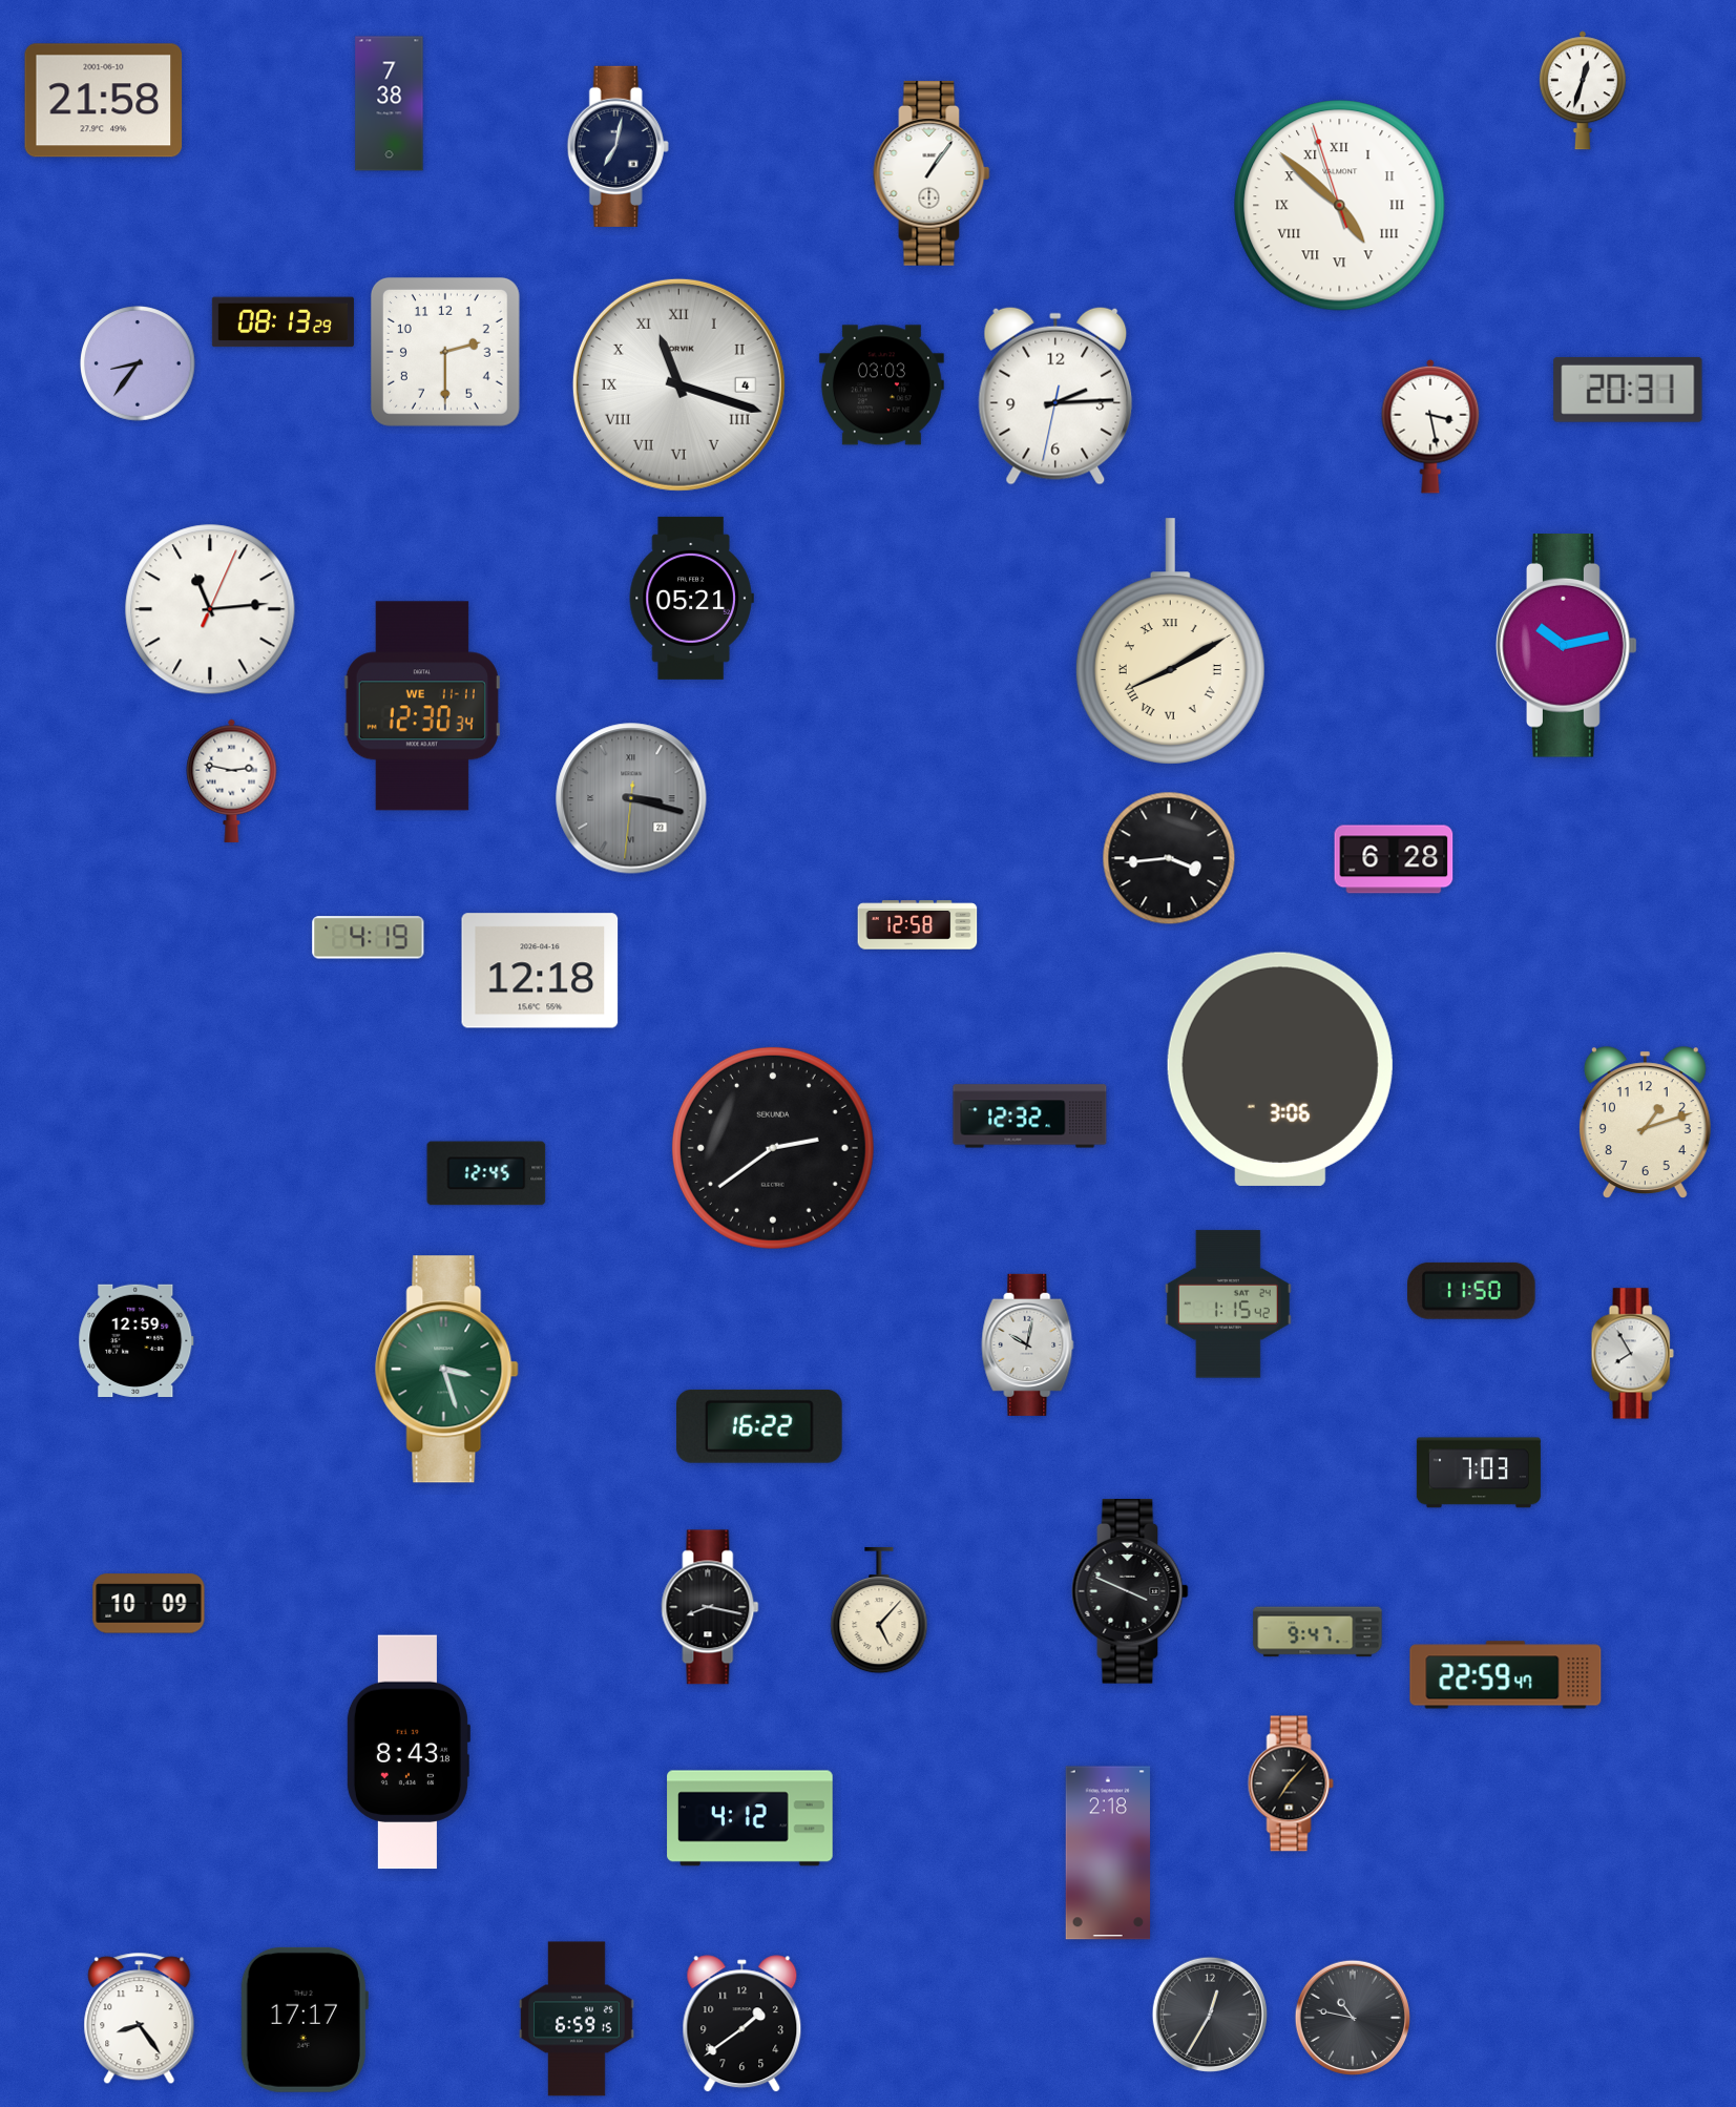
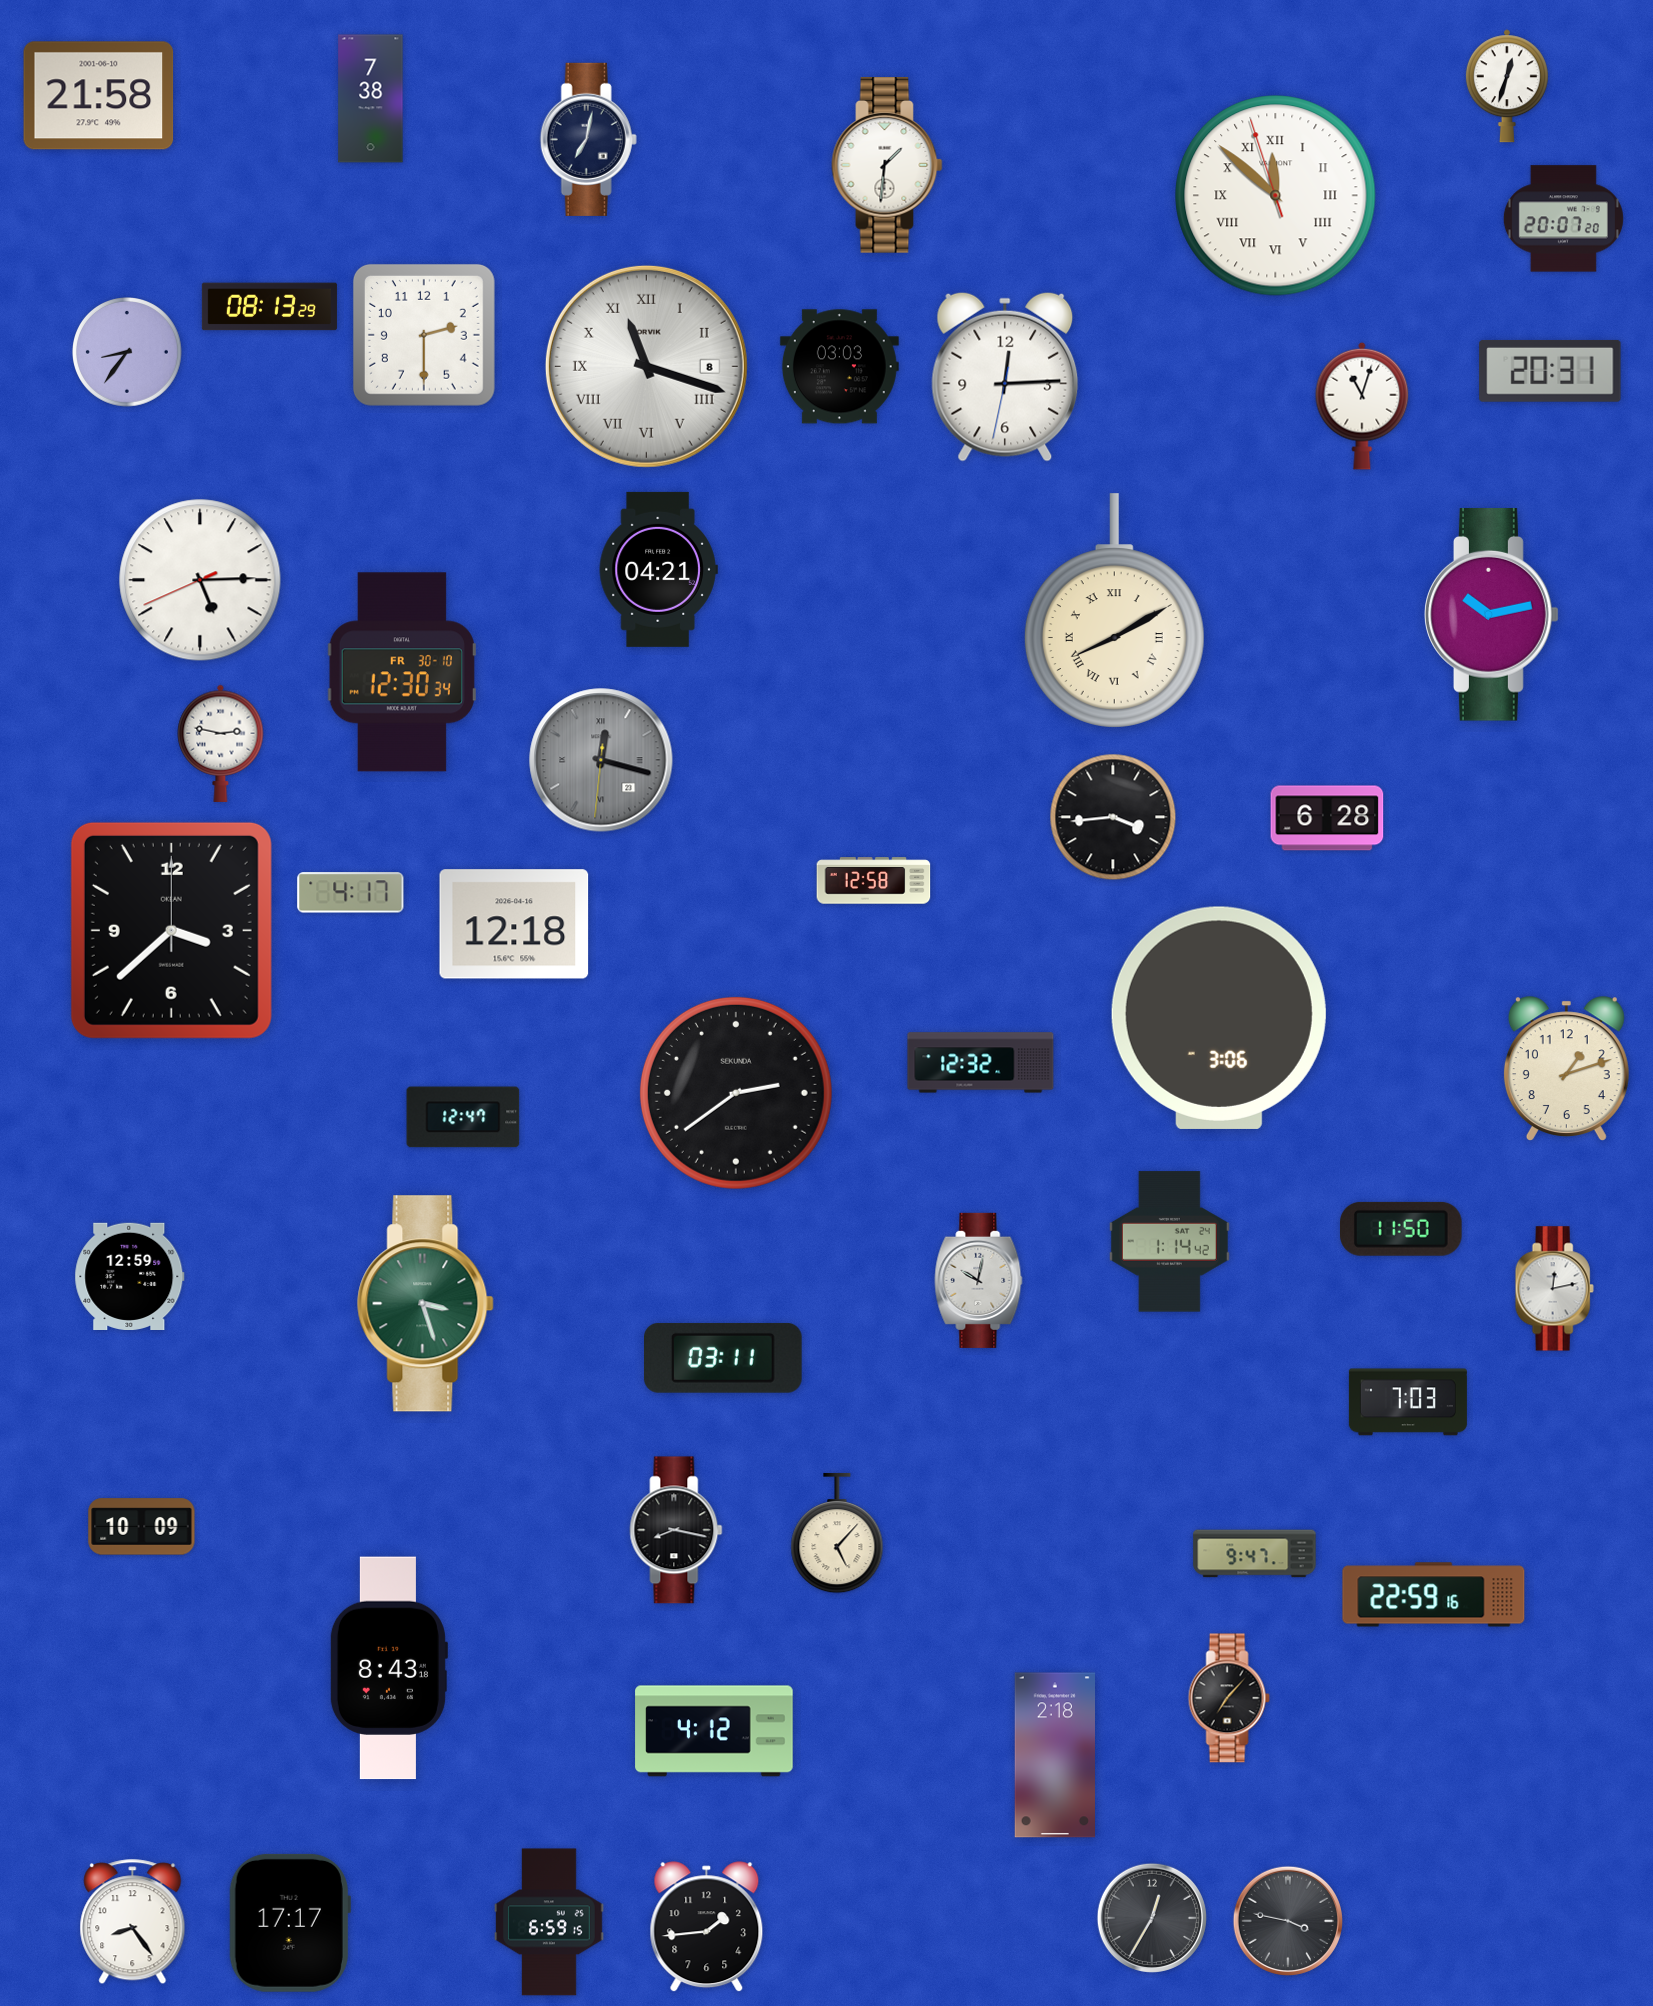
clock at (932, 174): 1:06 -> 1:31
clock at (1340, 206): 4:51 -> 11:51
clock at (1563, 219): none -> 20:07
clock at (139, 364) position: (139, 364) -> (128, 353)
clock at (678, 384) date: 4 -> 8
clock at (1055, 396): 2:14 -> 12:14
clock at (1430, 426): 3:28 -> 11:03
clock at (691, 598): 05:21 -> 04:21
clock at (210, 609): 11:14 -> 5:14
clock at (422, 706) date: WE 11-11 -> FR 30-10
clock at (631, 798): 3:17 -> 12:17
clock at (369, 938): 4:19 -> 4:17
clock at (171, 930): none -> 3:38
clock at (486, 1173): 12:45 -> 12:47
clock at (1228, 1305): 1:15 -> 1:14
clock at (1632, 1354): 7:55 -> 12:13
clock at (760, 1426): 16:22 -> 03:11
clock at (1130, 1592): 3:49 -> none
clock at (1506, 1675): 22:59:47 -> 22:59:16
clock at (1107, 1853) position: (1107, 1853) -> (1054, 1755)
clock at (1352, 2017): 10:47 -> 3:47
clock at (742, 2024): 1:39 -> 1:44
